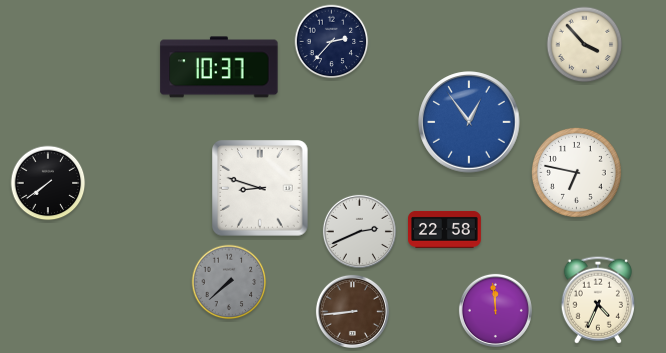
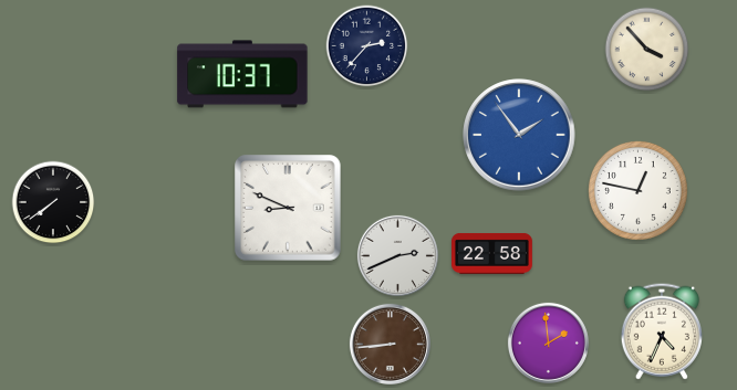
clock at (469, 122): 12:54 -> 1:54
clock at (577, 173): 6:47 -> 12:47
clock at (260, 188): 8:48 -> 8:49
clock at (229, 282): 7:38 -> none
clock at (495, 310): 11:59 -> 1:59
